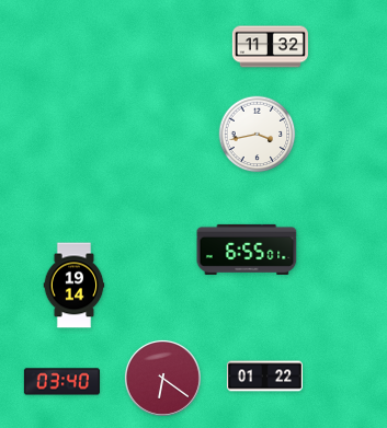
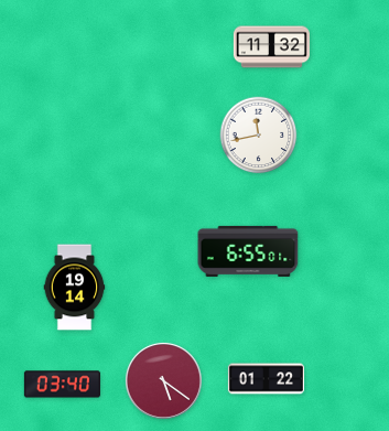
clock at (258, 135): 3:43 -> 11:43
clock at (162, 378): 6:21 -> 5:21
